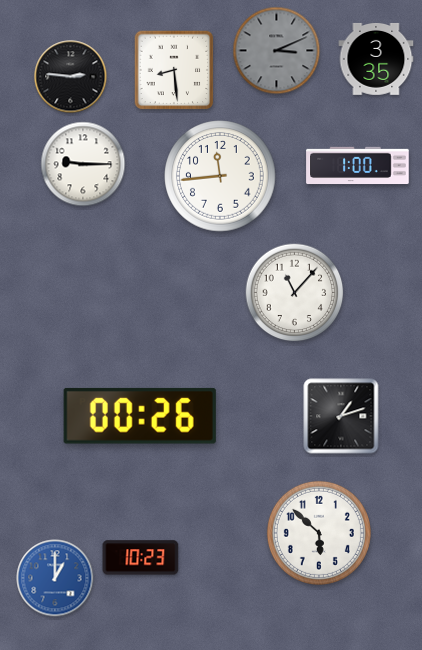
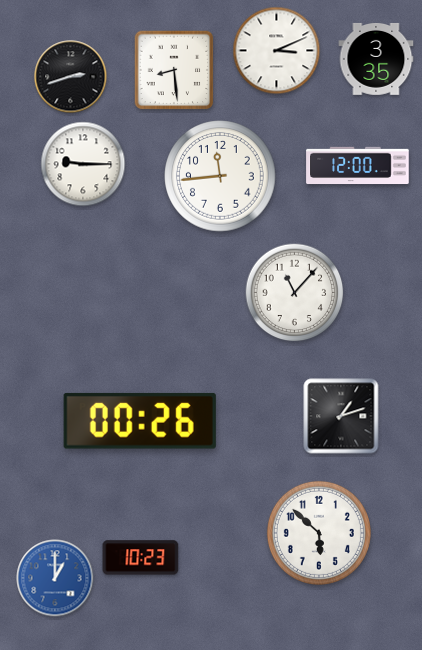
clock at (277, 51) dial: grey -> white
clock at (71, 77): 2:46 -> 2:42
clock at (358, 166): 1:00 -> 12:00
clock at (140, 416) position: (140, 416) -> (140, 421)
